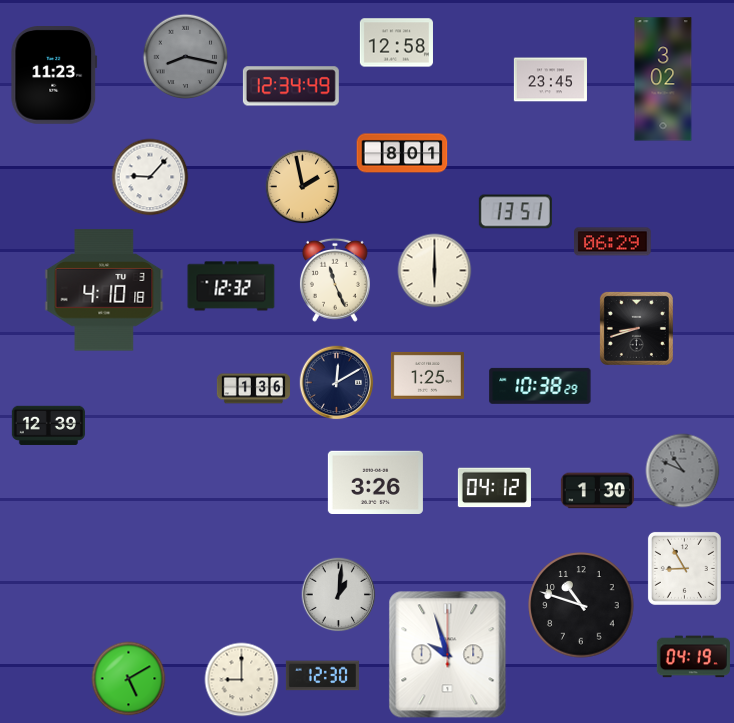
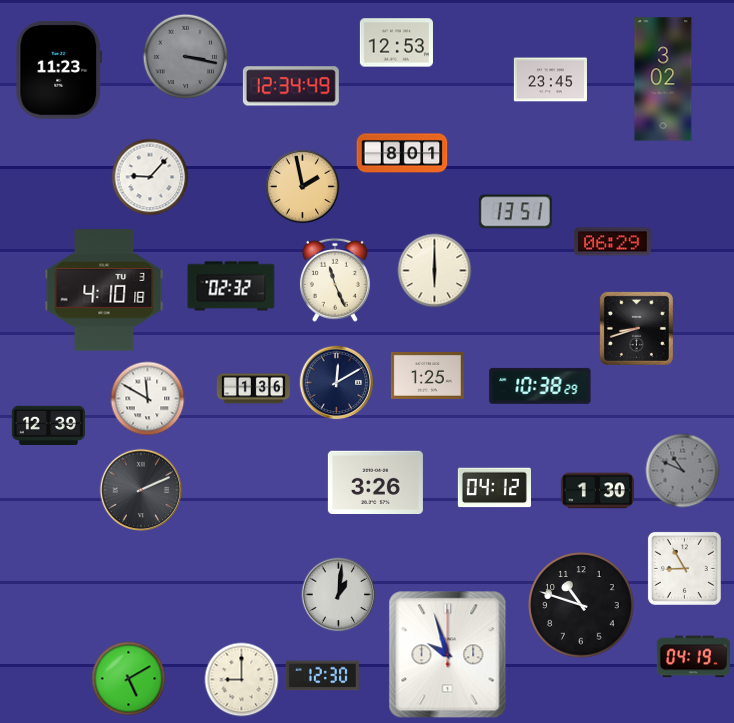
clock at (396, 43): 12:58 -> 12:53
clock at (186, 57): 8:17 -> 3:17
clock at (54, 76) position: (54, 76) -> (59, 71)
clock at (231, 286): 12:32 -> 02:32
clock at (148, 399): none -> 11:50
clock at (140, 489): none -> 2:11
